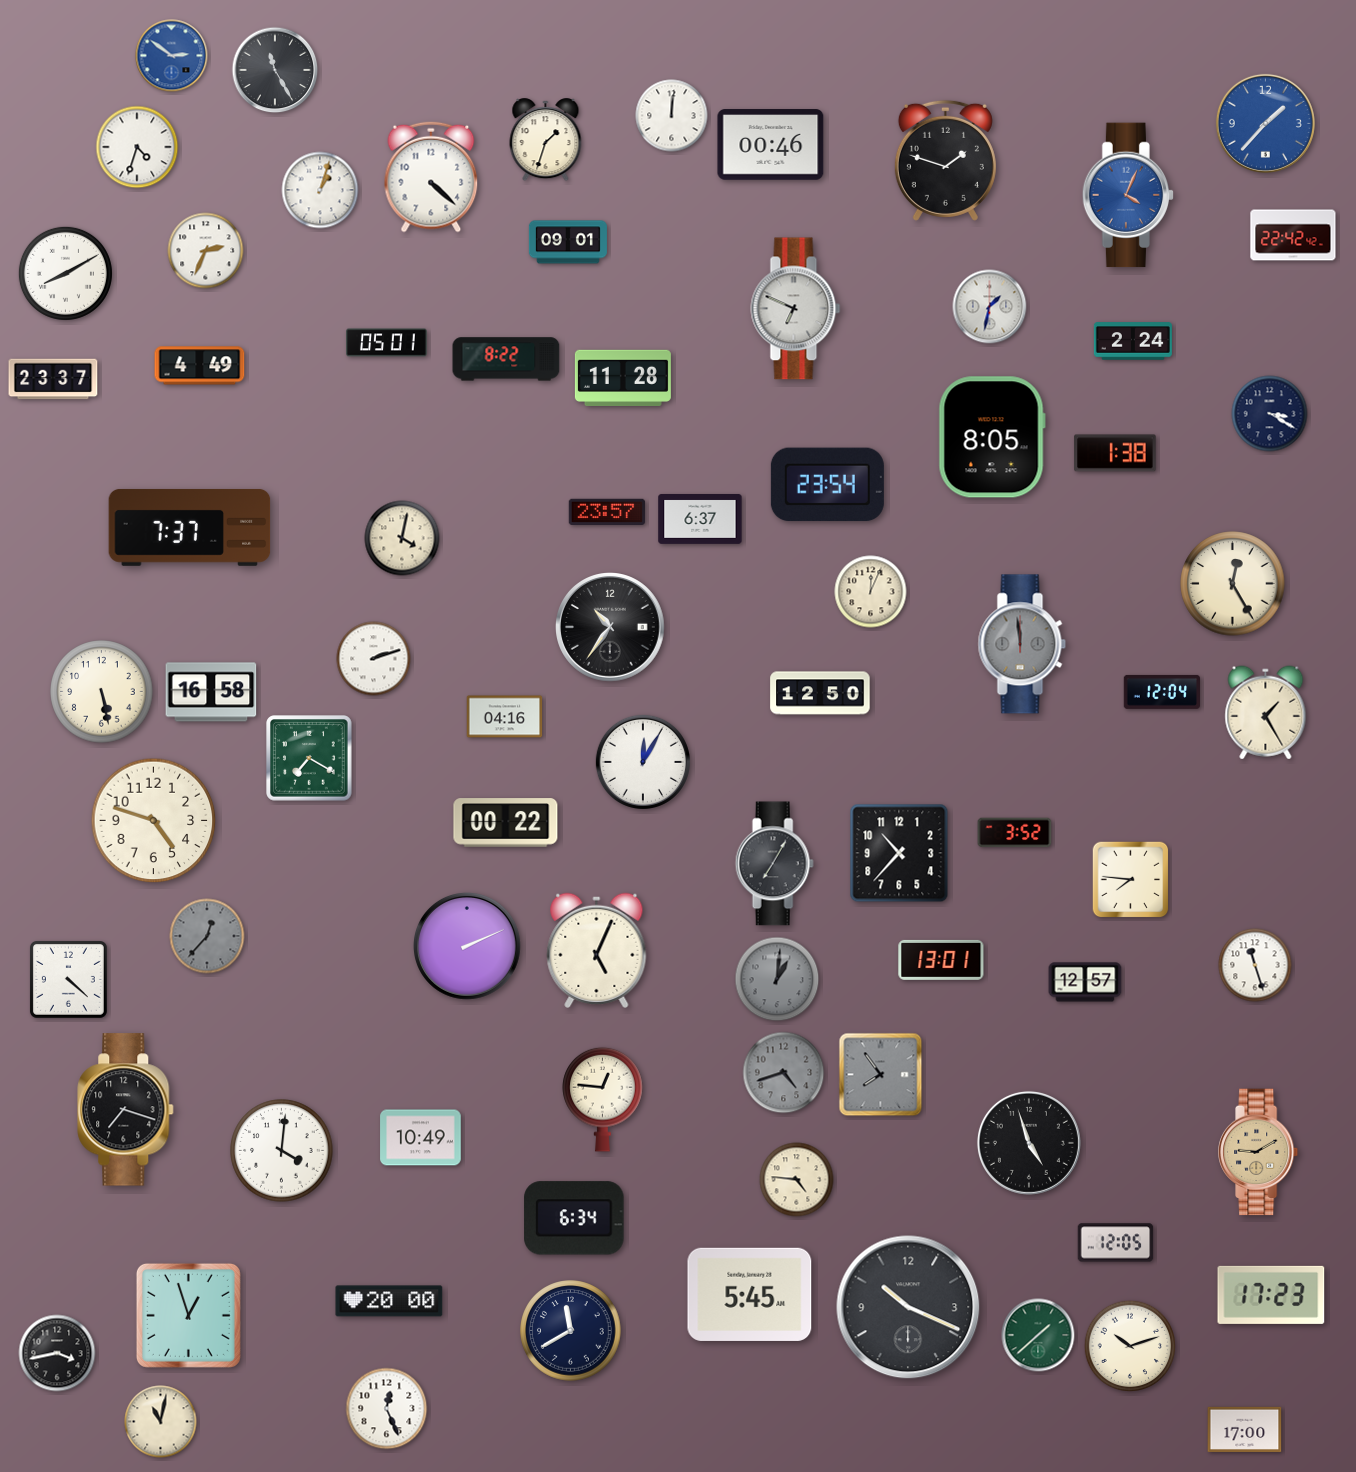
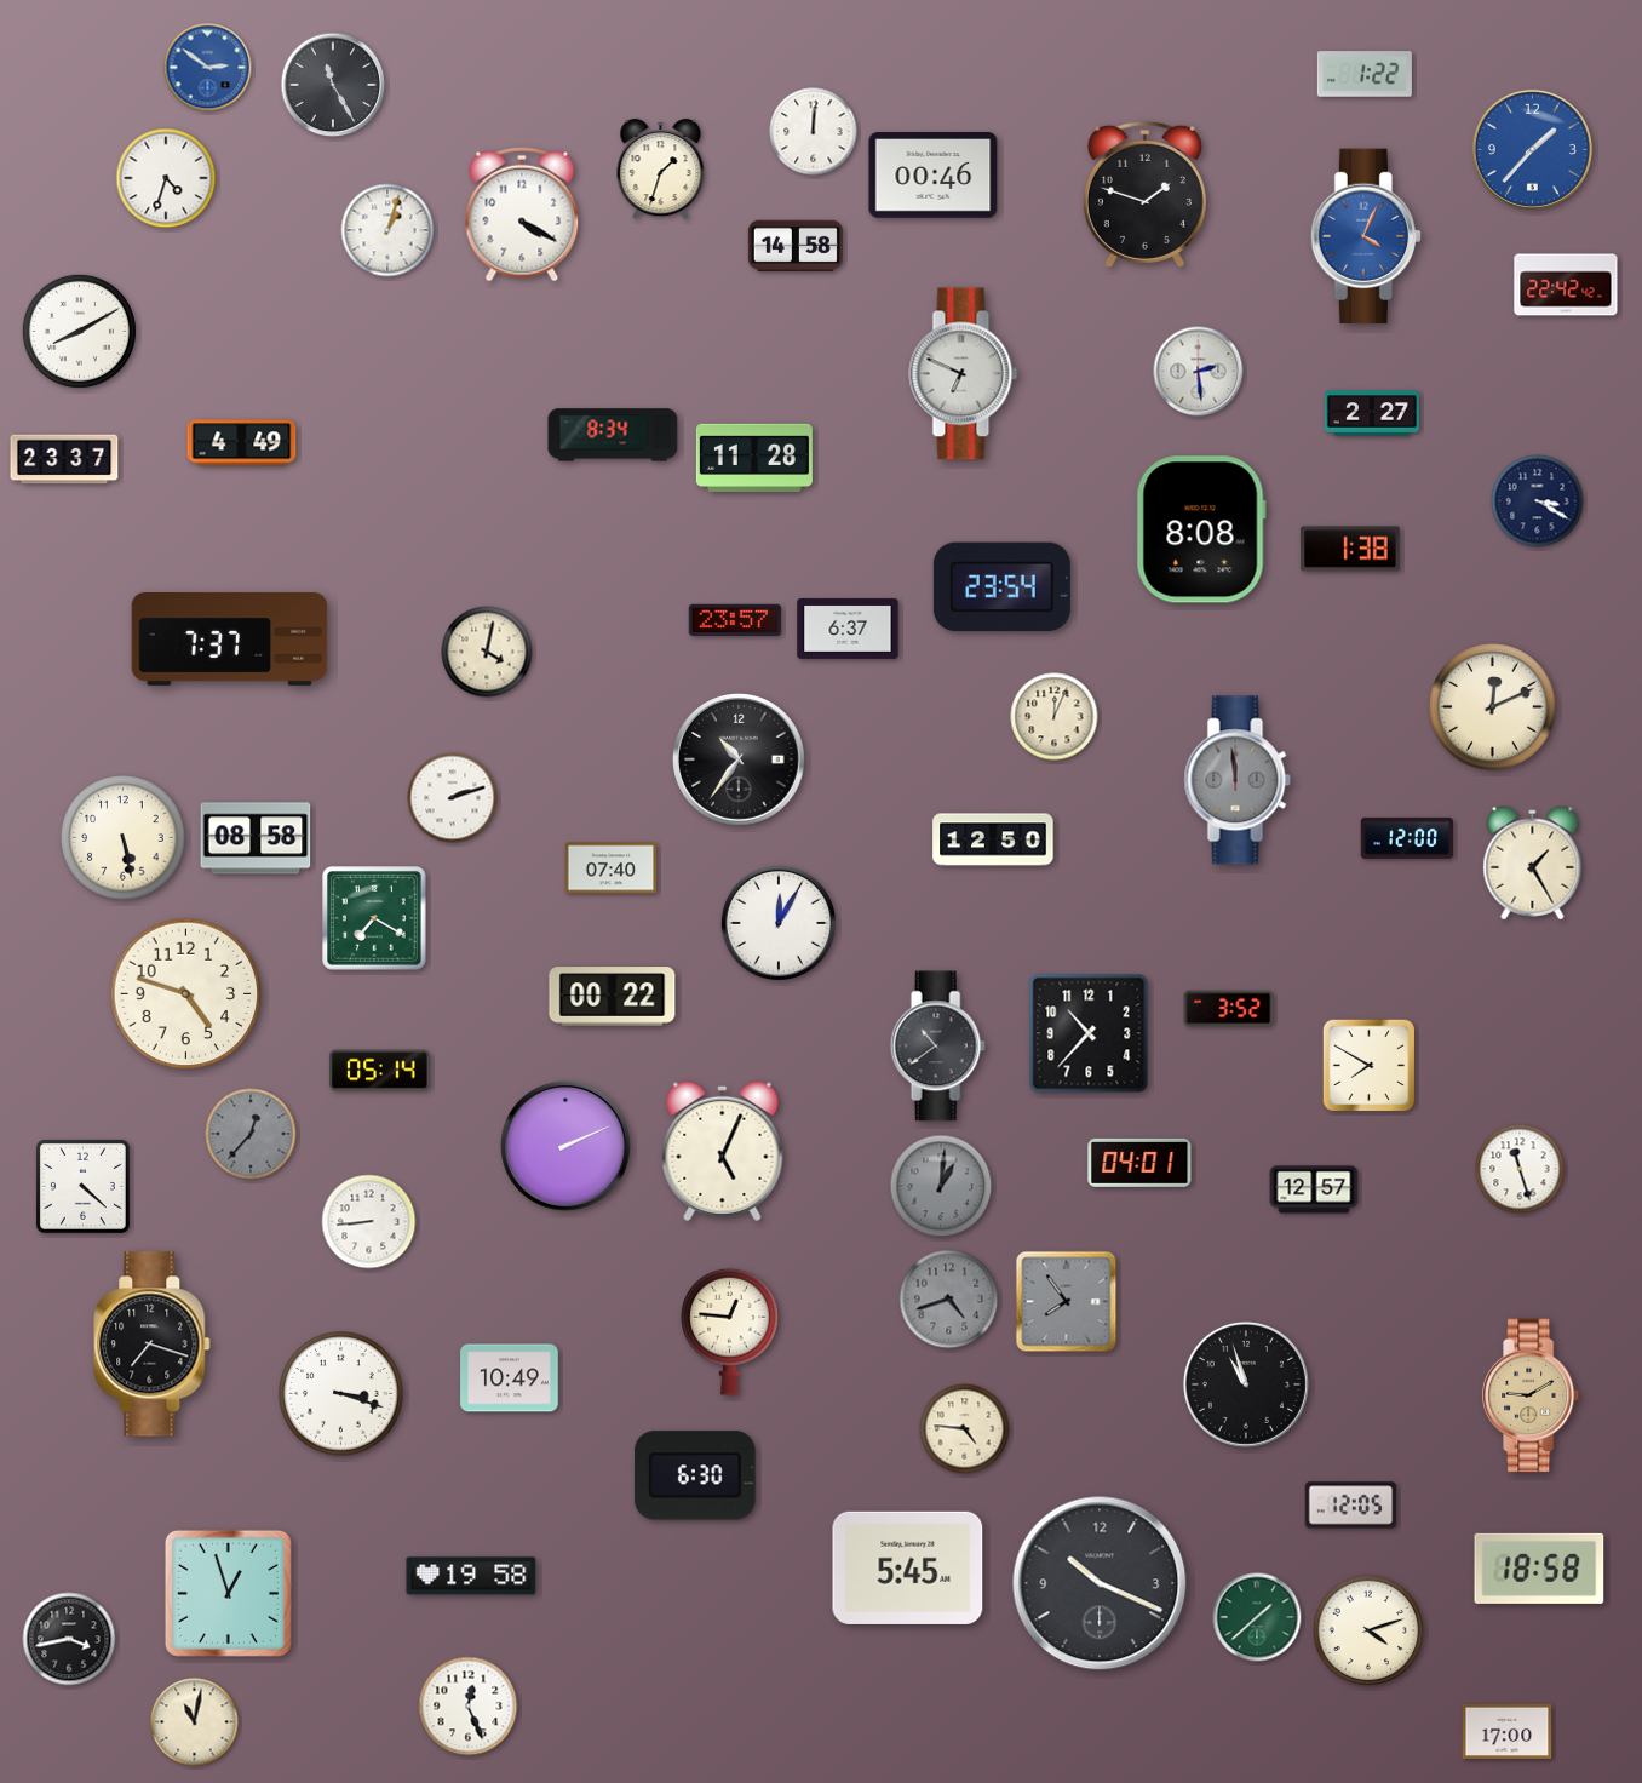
clock at (1365, 74): none -> 1:22
clock at (672, 116) position: (672, 116) -> (814, 132)
clock at (431, 177): 4:22 -> 4:20
clock at (796, 246): none -> 14:58
clock at (568, 242): 09:01 -> none
clock at (206, 251): 2:34 -> none
clock at (990, 307): 1:32 -> 2:29
clock at (1133, 341): 2:24 -> 2:27
clock at (387, 343): 05:01 -> none
clock at (506, 359): 8:22 -> 8:34
clock at (992, 437): 8:05 -> 8:08
clock at (1233, 584): 12:25 -> 12:11
clock at (211, 692): 16:58 -> 08:58
clock at (1161, 692): 12:04 -> 12:00
clock at (505, 717): 04:16 -> 07:40
clock at (774, 864): 7:05 -> 10:39
clock at (1131, 880): 7:46 -> 7:50
clock at (380, 1071): none -> 05:14
clock at (941, 960): 13:01 -> 04:01
clock at (369, 1222): none -> 8:44
clock at (1029, 1143): 4:57 -> 10:57
clock at (282, 1151): 4:01 -> 3:18
clock at (1259, 1152) position: (1259, 1152) -> (1532, 1395)
clock at (574, 1218): 6:34 -> 6:30
clock at (1271, 1295): 17:23 -> 18:58
clock at (389, 1301): 20:00 -> 19:58
clock at (571, 1331): 11:40 -> none
clock at (1130, 1346): 10:12 -> 4:12
